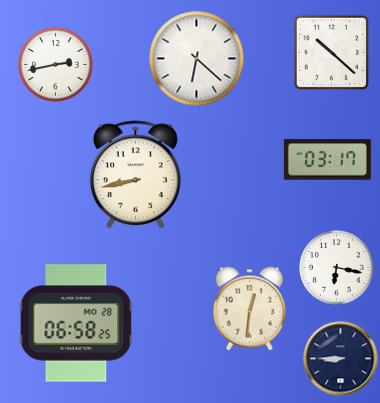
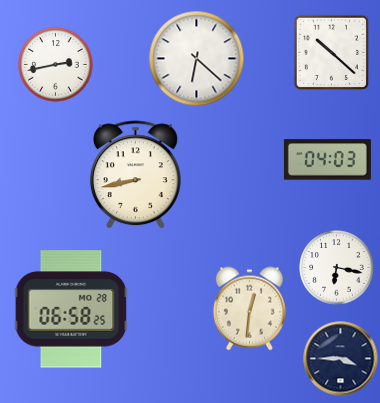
clock at (327, 160): 03:17 -> 04:03
clock at (76, 323) position: (76, 323) -> (71, 309)
clock at (341, 359): 8:45 -> 3:45
